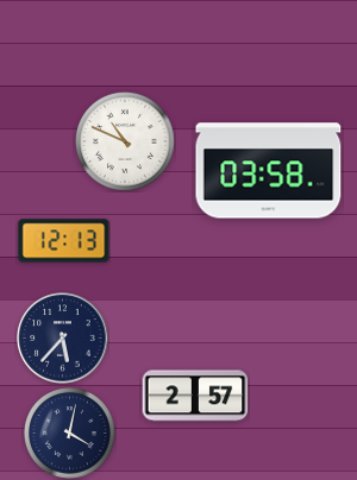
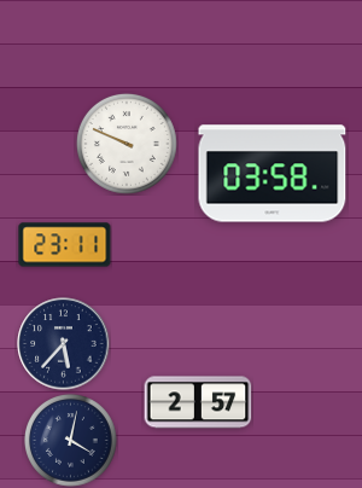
clock at (125, 141): 10:49 -> 9:49
clock at (64, 241): 12:13 -> 23:11
